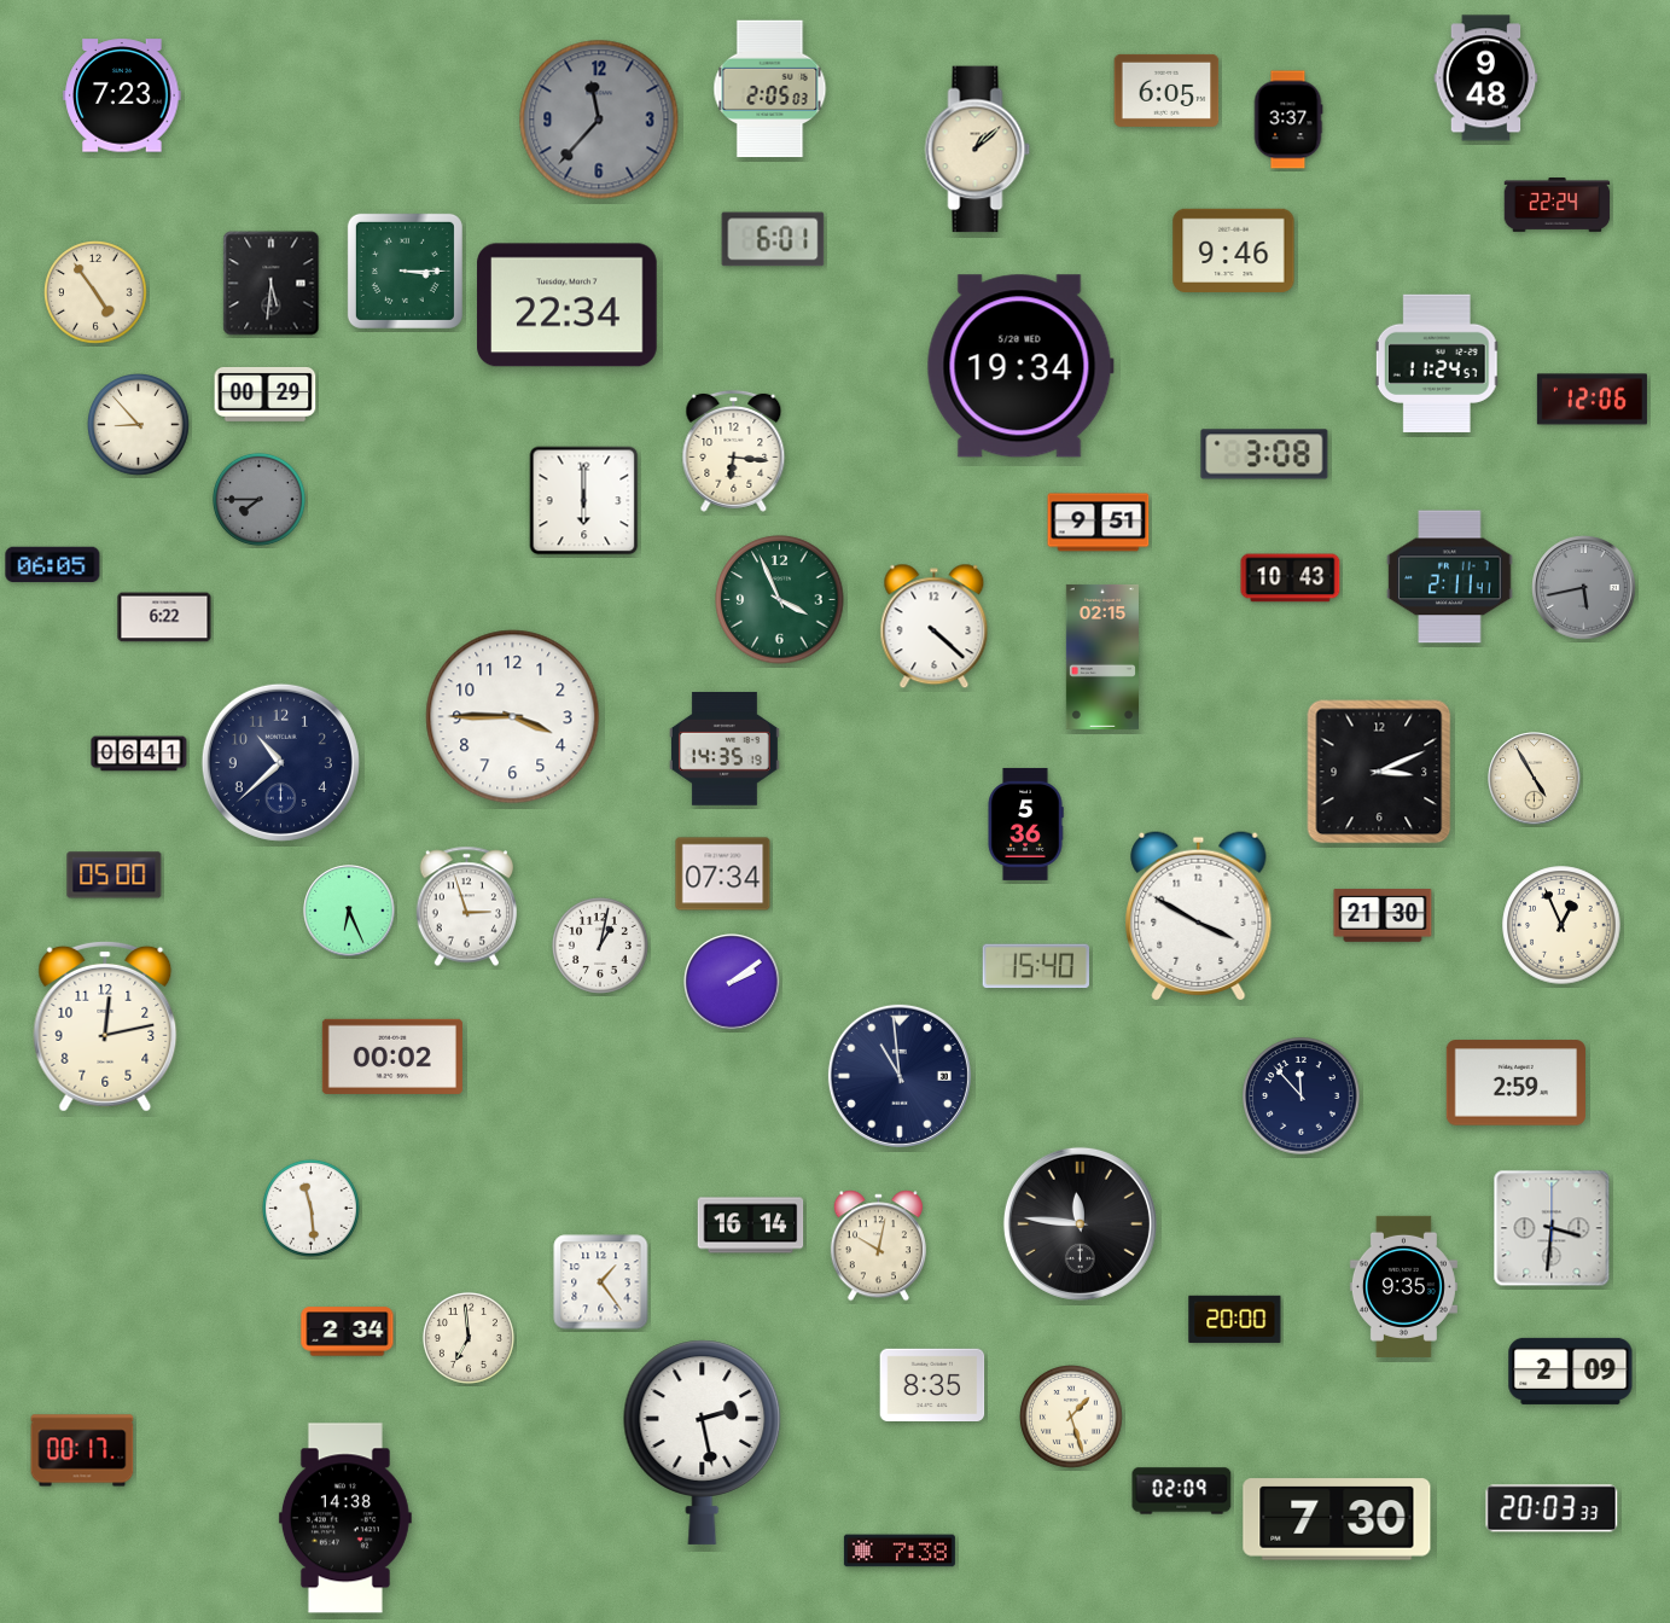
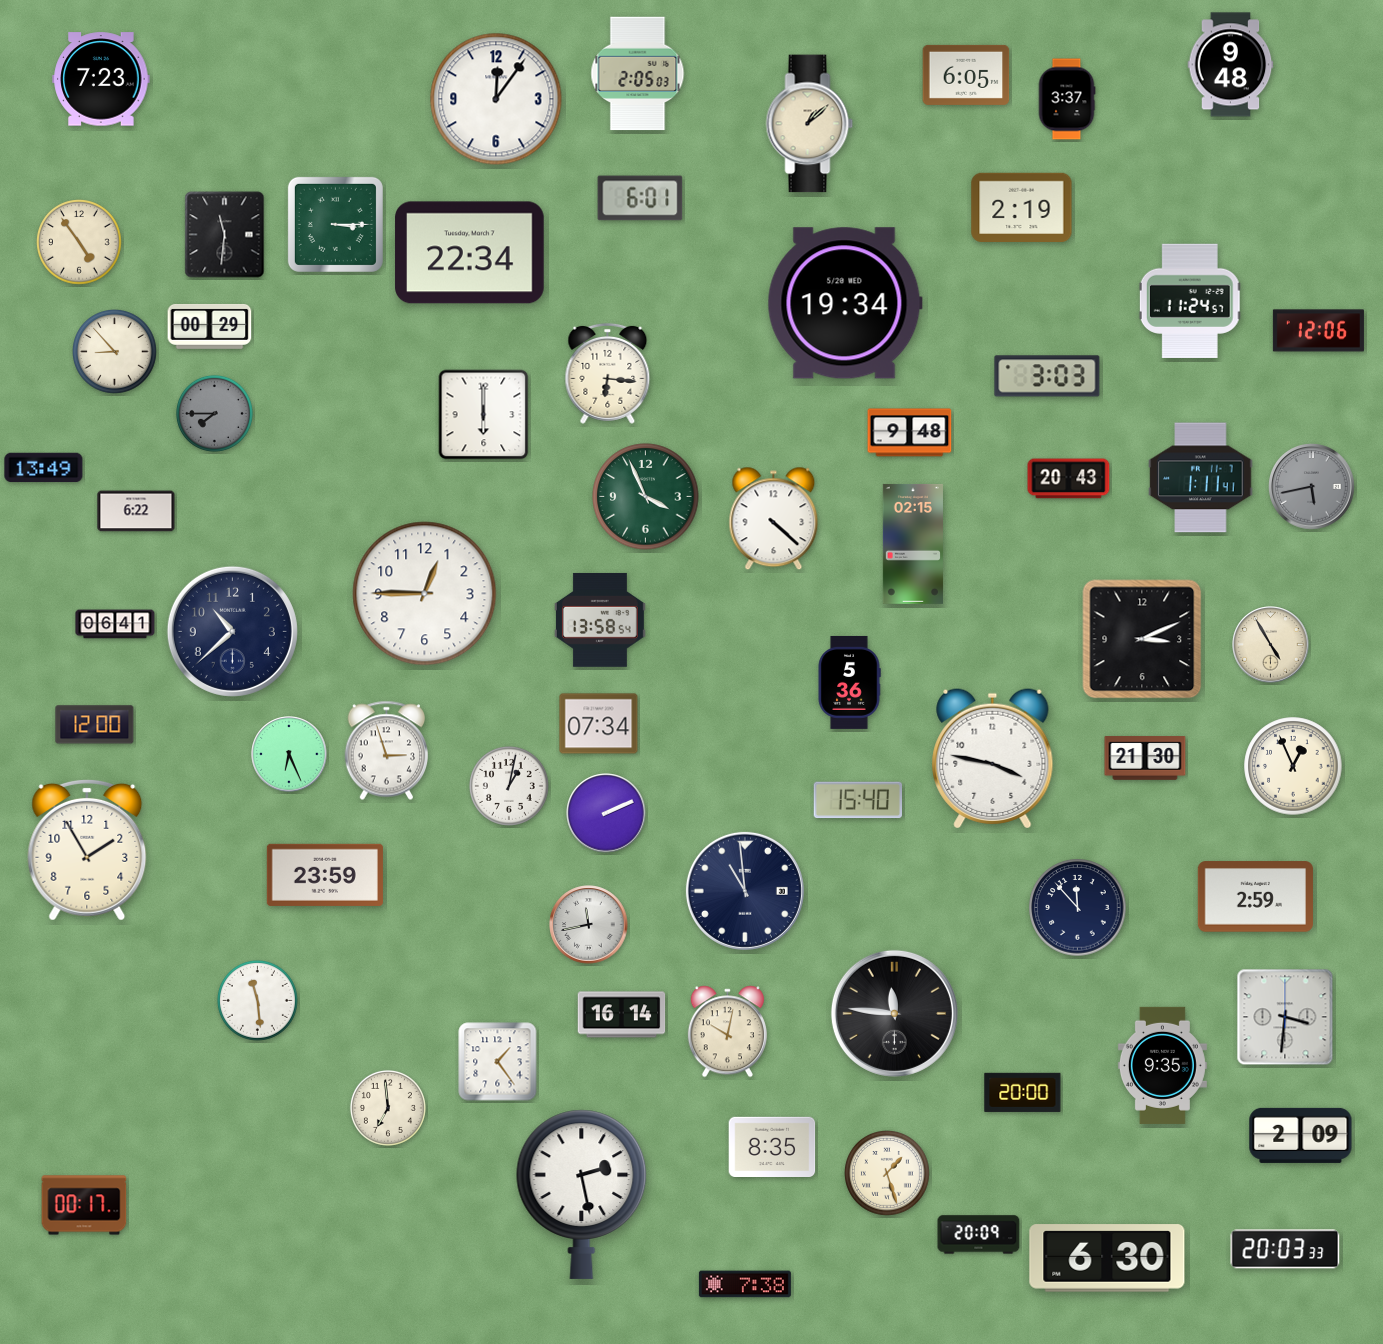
clock at (599, 120): 11:37 -> 12:06
clock at (599, 120) dial: grey -> white
clock at (1558, 205): 22:24 -> none
clock at (1234, 250): 9:46 -> 2:19
clock at (272, 284): 5:31 -> 11:31
clock at (266, 394) position: (266, 394) -> (210, 326)
clock at (1264, 454): 3:08 -> 3:03
clock at (1099, 523): 9:51 -> 9:48
clock at (53, 565): 06:05 -> 13:49
clock at (1450, 577): 2:11 -> 1:11
clock at (1291, 578): 10:43 -> 20:43
clock at (513, 717): 3:45 -> 12:45
clock at (725, 749): 14:35 -> 13:58
clock at (115, 876): 05:00 -> 12:00
clock at (1199, 915): 3:50 -> 3:47
clock at (600, 946) position: (600, 946) -> (509, 786)
clock at (732, 982): 2:09 -> 2:11
clock at (105, 1026): 12:13 -> 1:55
clock at (392, 1057): 00:02 -> 23:59
clock at (589, 925): none -> 11:43
clock at (348, 1332): 2:34 -> none
clock at (82, 1450) position: (82, 1450) -> (84, 1205)
clock at (1182, 1491): 02:09 -> 20:09
clock at (345, 1518): 14:38 -> none
clock at (1337, 1519): 7:30 -> 6:30
